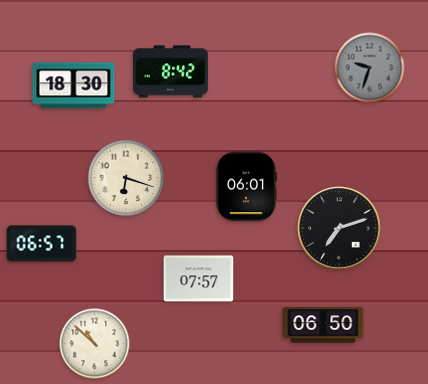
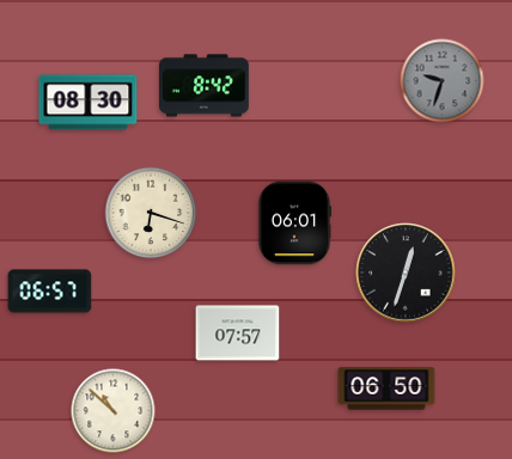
clock at (74, 86): 18:30 -> 08:30
clock at (339, 228): 7:12 -> 12:33
